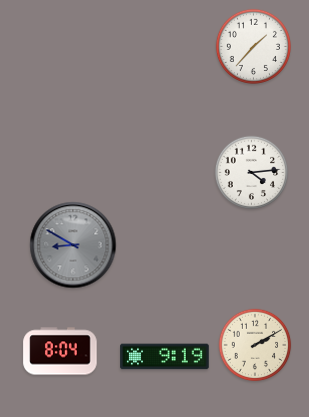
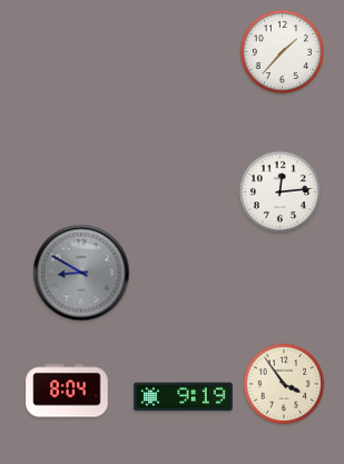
clock at (252, 173): 4:14 -> 12:14
clock at (255, 345): 2:10 -> 3:54
